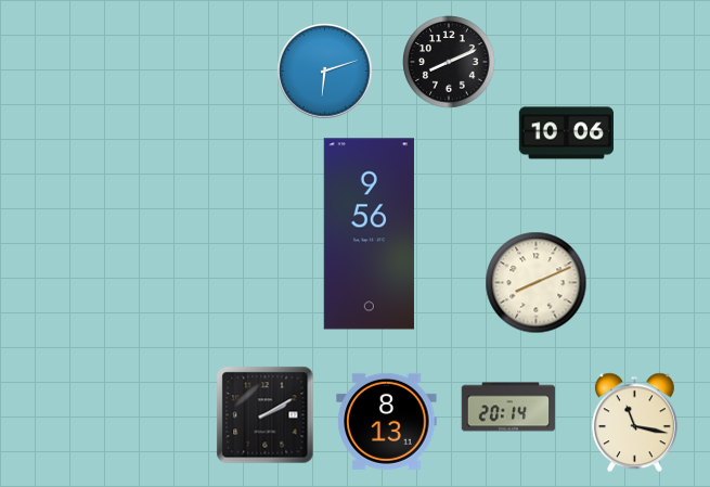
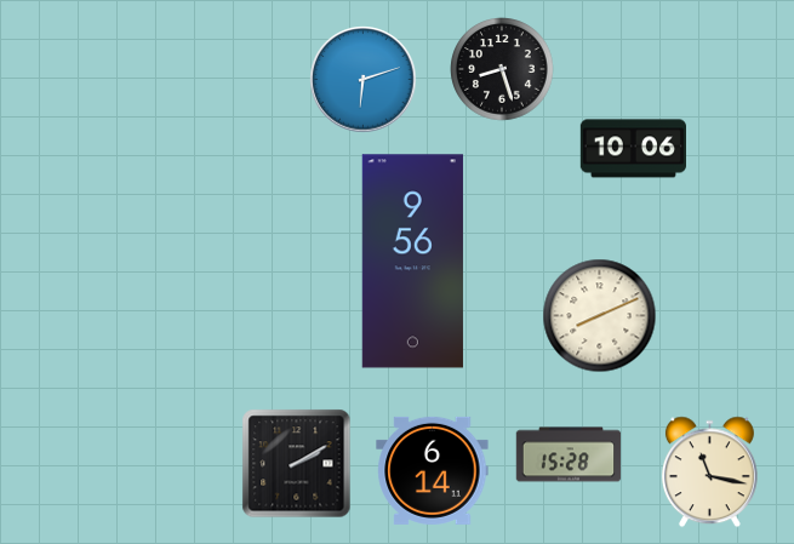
clock at (449, 62): 8:11 -> 8:27
clock at (508, 407): 20:14 -> 15:28
clock at (387, 421): 8:13 -> 6:14
